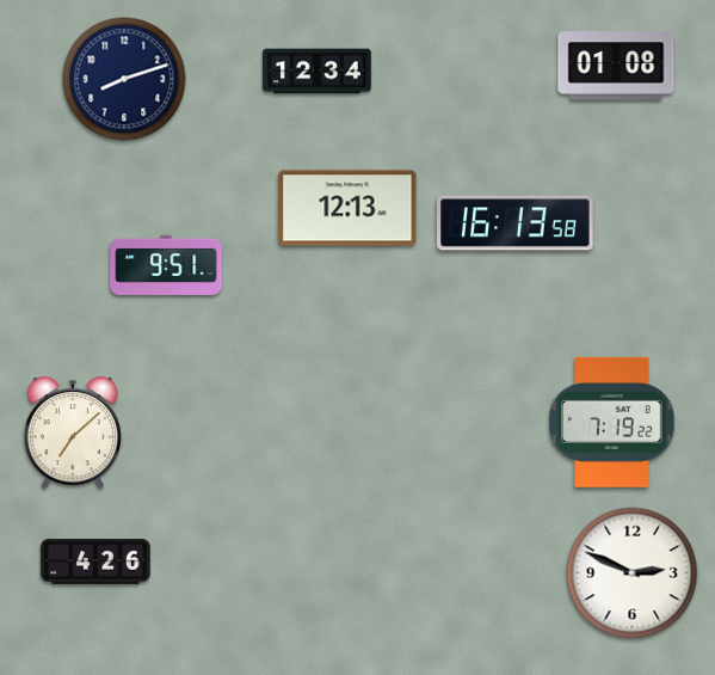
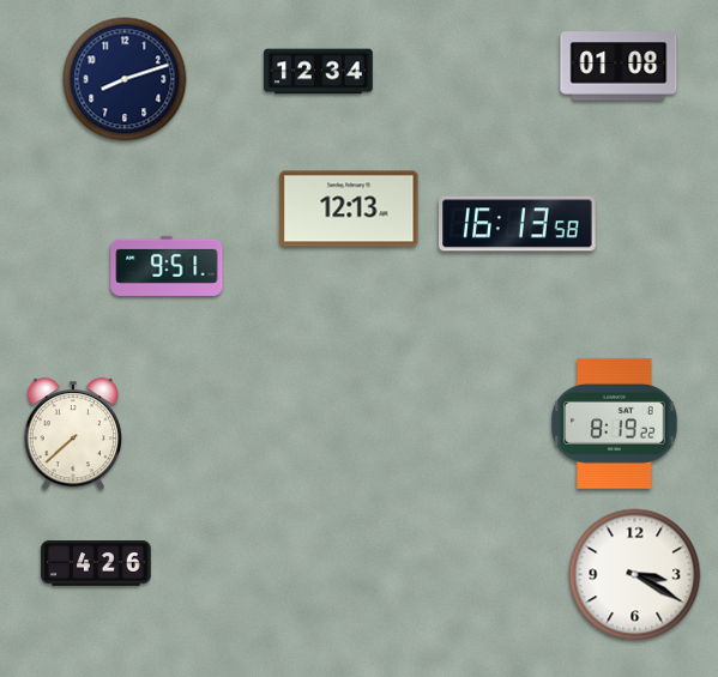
clock at (612, 422): 7:19 -> 8:19
clock at (73, 434): 7:08 -> 7:38
clock at (633, 573): 2:49 -> 3:20
